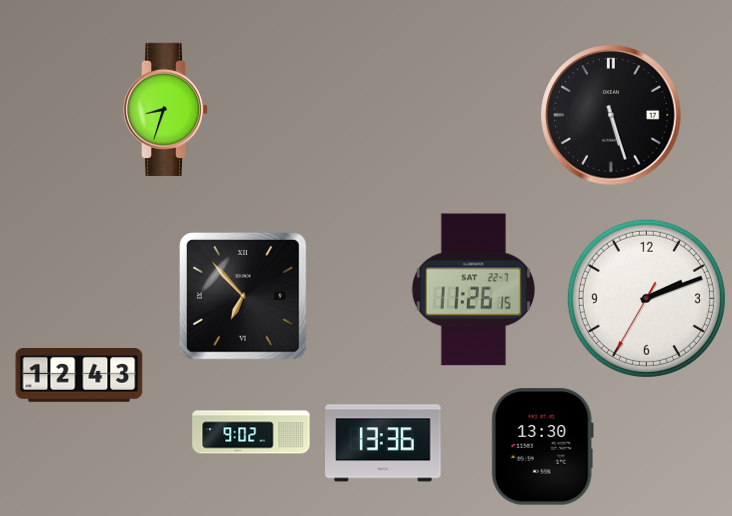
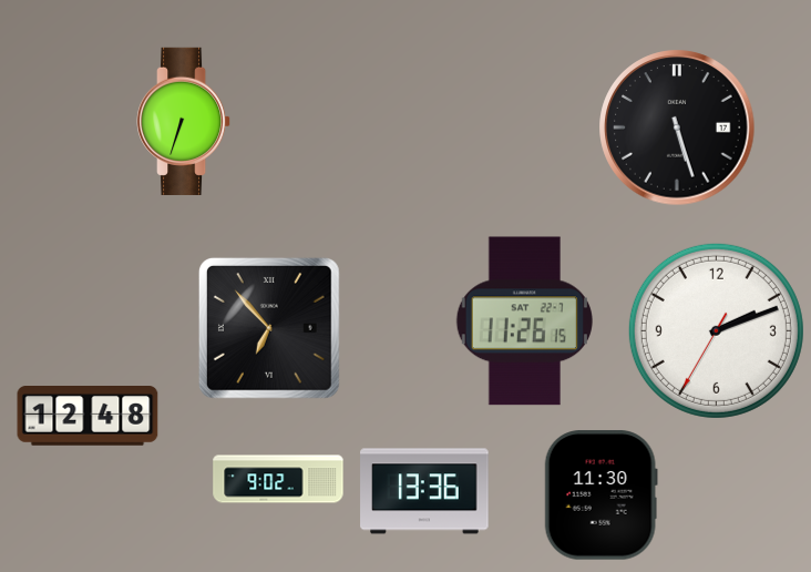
clock at (167, 109): 8:33 -> 6:33
clock at (79, 376): 12:43 -> 12:48
clock at (542, 447): 13:30 -> 11:30
